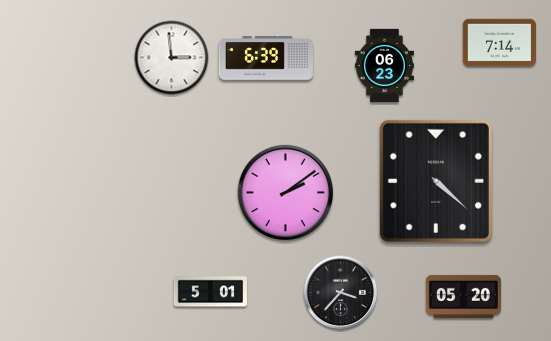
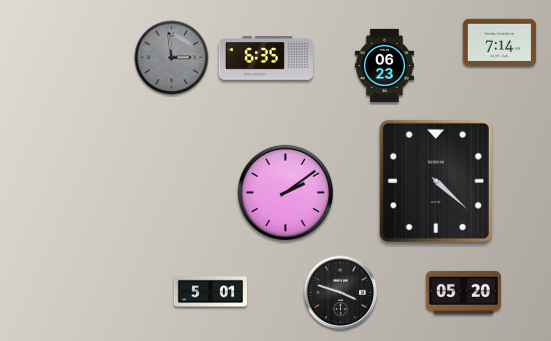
clock at (172, 58) dial: white -> grey
clock at (265, 58): 6:39 -> 6:35
clock at (341, 293): 3:37 -> 3:48
clock at (463, 296) position: (463, 296) -> (463, 292)
